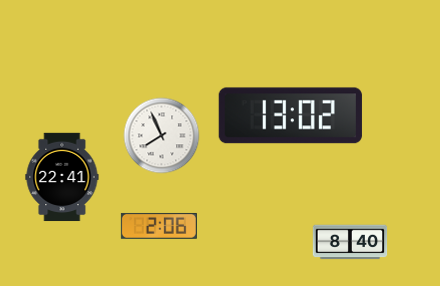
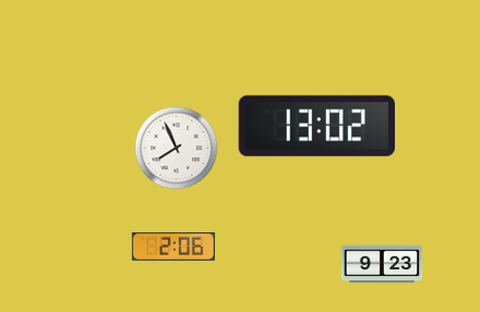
clock at (62, 177): 22:41 -> none
clock at (350, 242): 8:40 -> 9:23
